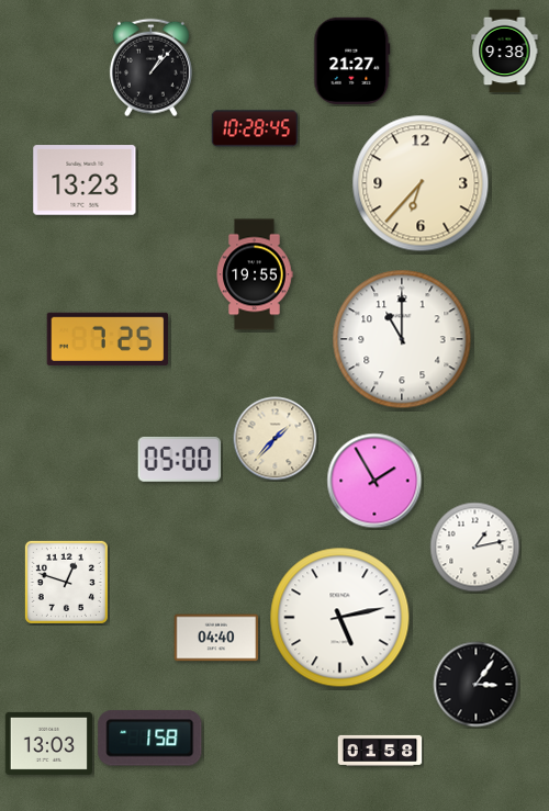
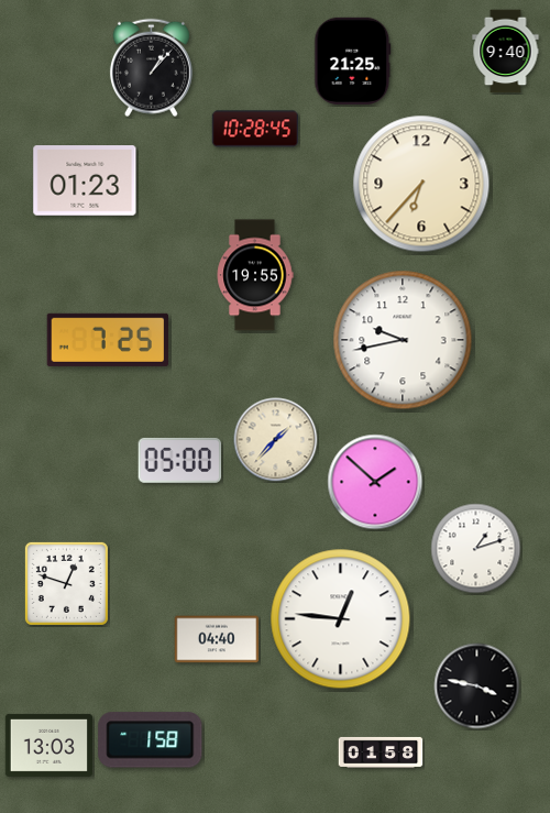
clock at (505, 52): 9:38 -> 9:40
clock at (352, 60): 21:27 -> 21:25
clock at (85, 180): 13:23 -> 01:23
clock at (402, 339): 11:00 -> 9:43
clock at (374, 481): 1:55 -> 1:52
clock at (475, 548): 1:13 -> 1:12
clock at (340, 618): 5:13 -> 12:46
clock at (477, 685): 3:06 -> 3:47
